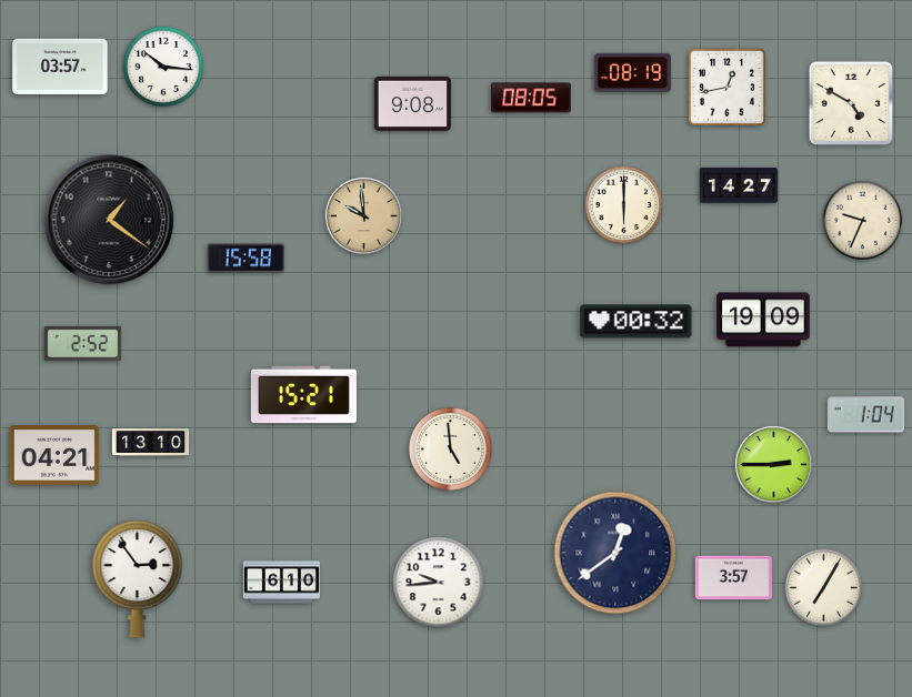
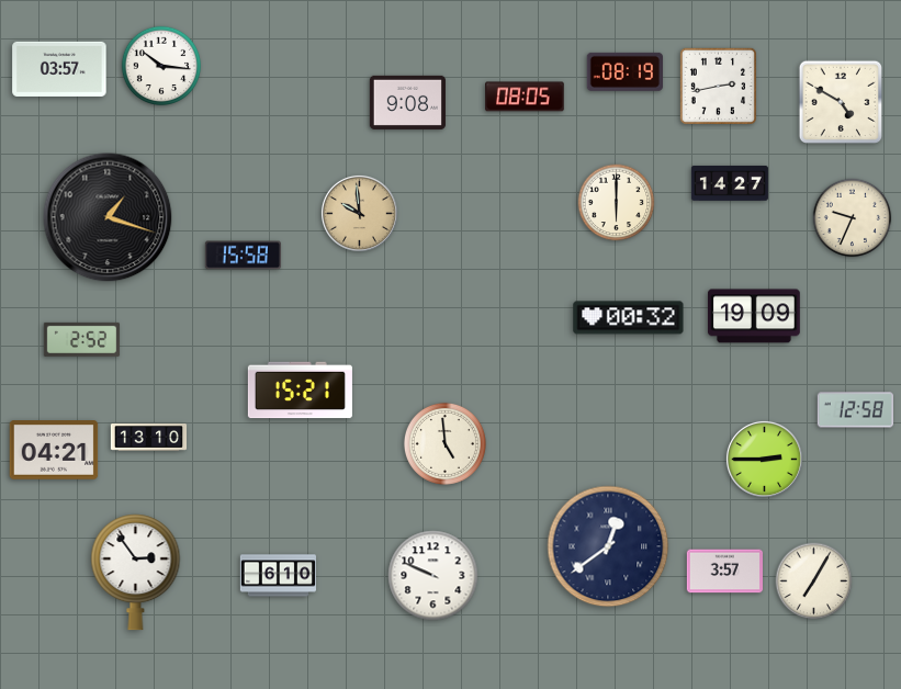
clock at (60, 67) position: (60, 67) -> (59, 69)
clock at (726, 87): 12:43 -> 2:43
clock at (109, 220): 1:21 -> 1:18
clock at (865, 415): 1:04 -> 12:58
clock at (439, 583): 9:44 -> 9:49
